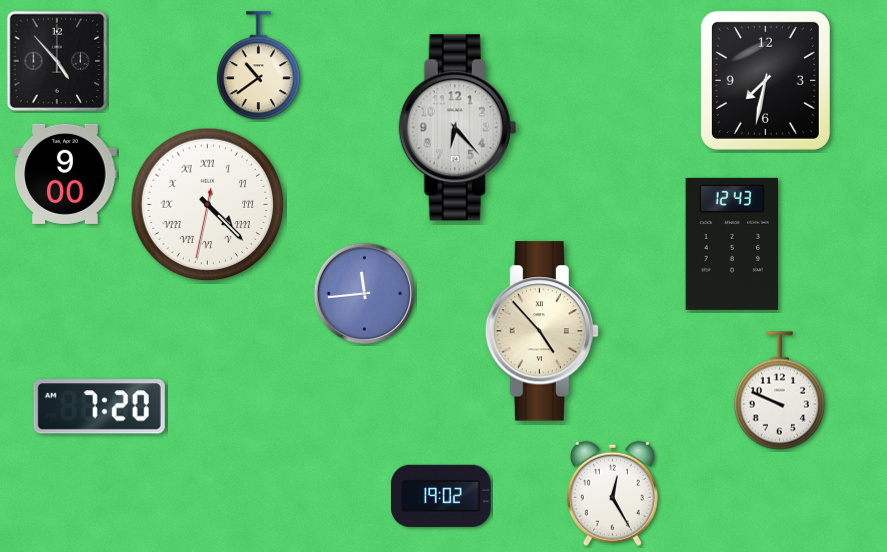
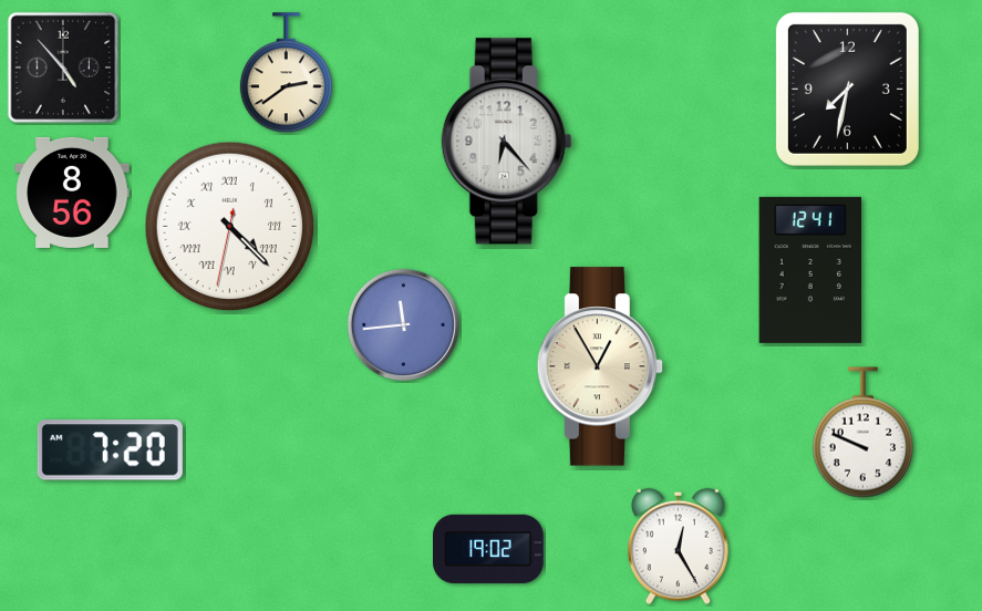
clock at (258, 66): 10:39 -> 2:39
clock at (65, 174): 9:00 -> 8:56
clock at (731, 244): 12:43 -> 12:41
clock at (542, 331): 4:53 -> 12:55
